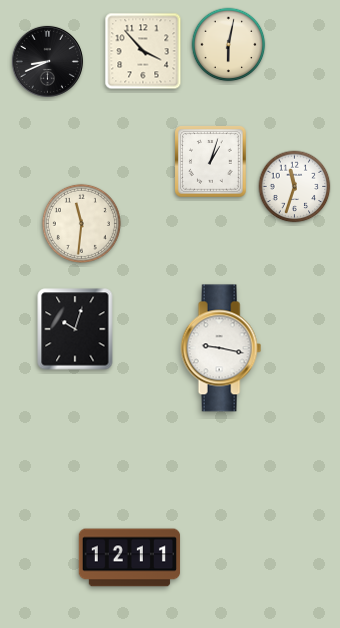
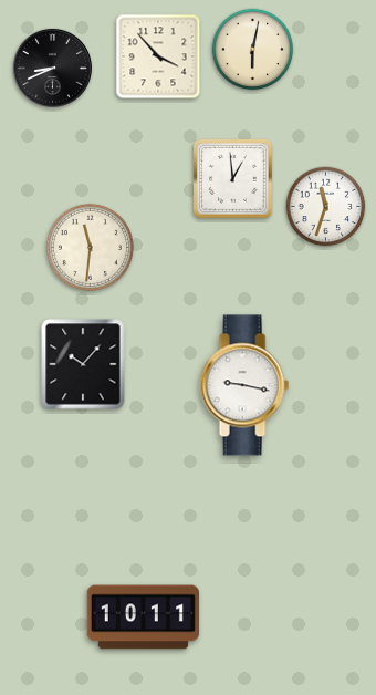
clock at (211, 162): 1:03 -> 12:59
clock at (75, 329): 10:03 -> 10:07
clock at (130, 558): 12:11 -> 10:11
